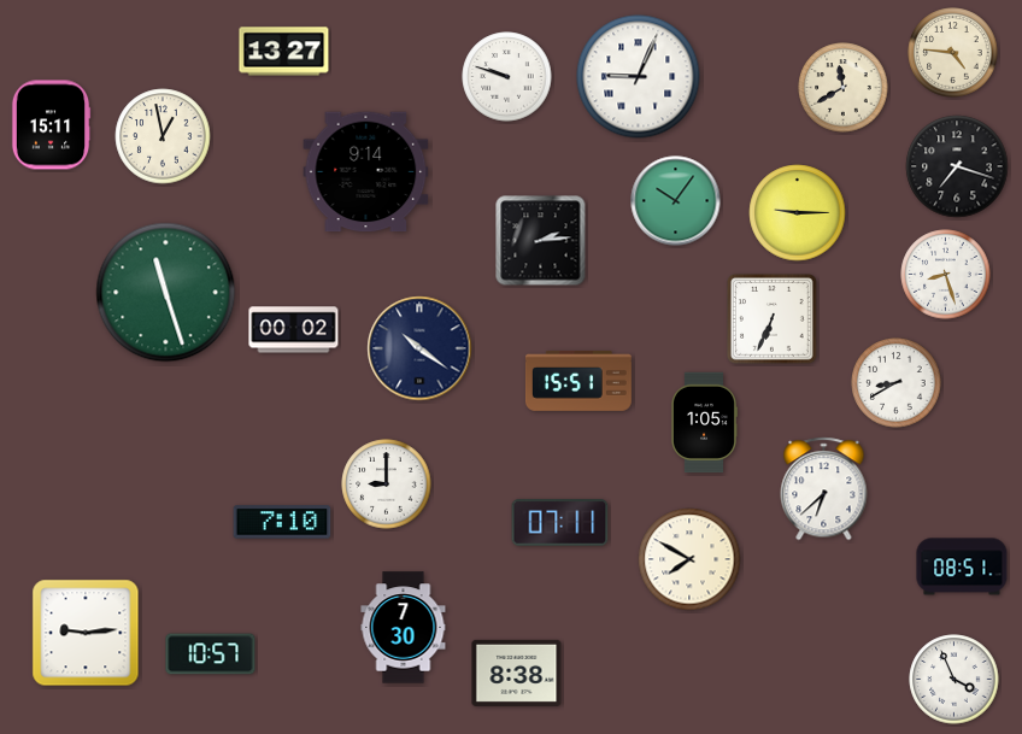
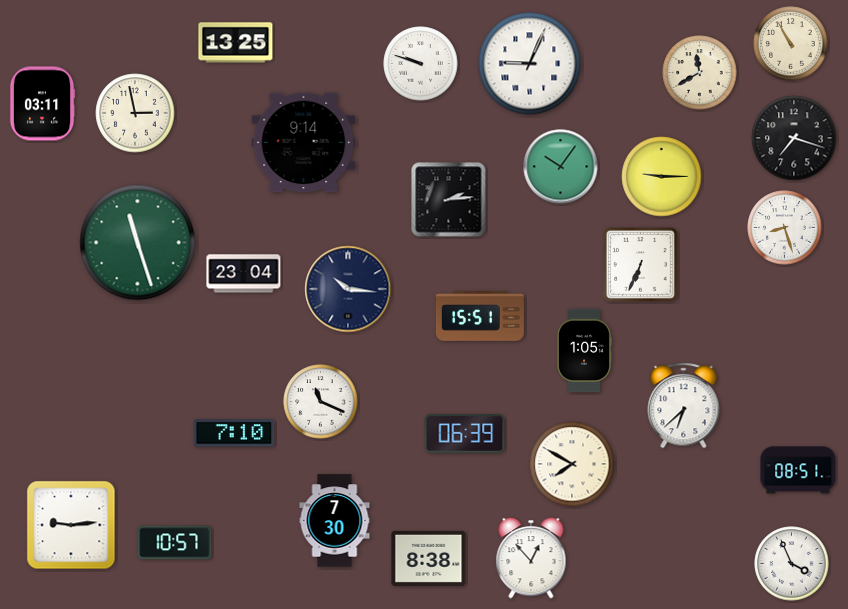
clock at (284, 52): 13:27 -> 13:25
clock at (953, 53): 4:46 -> 10:55
clock at (51, 125): 15:11 -> 03:11
clock at (163, 136): 12:58 -> 2:58
clock at (294, 330): 00:02 -> 23:04
clock at (419, 348): 10:21 -> 10:16
clock at (897, 383): 8:40 -> none
clock at (387, 485): 9:00 -> 11:19
clock at (560, 523): 07:11 -> 06:39
clock at (531, 558): none -> 12:53
